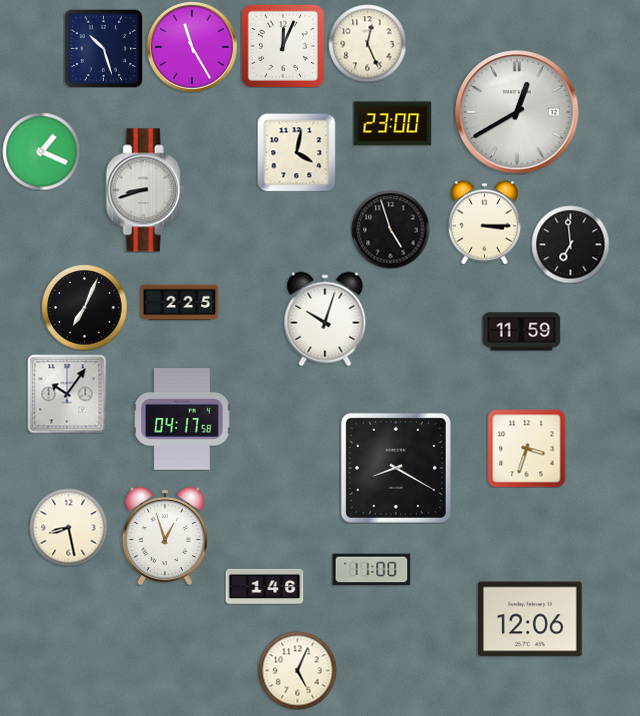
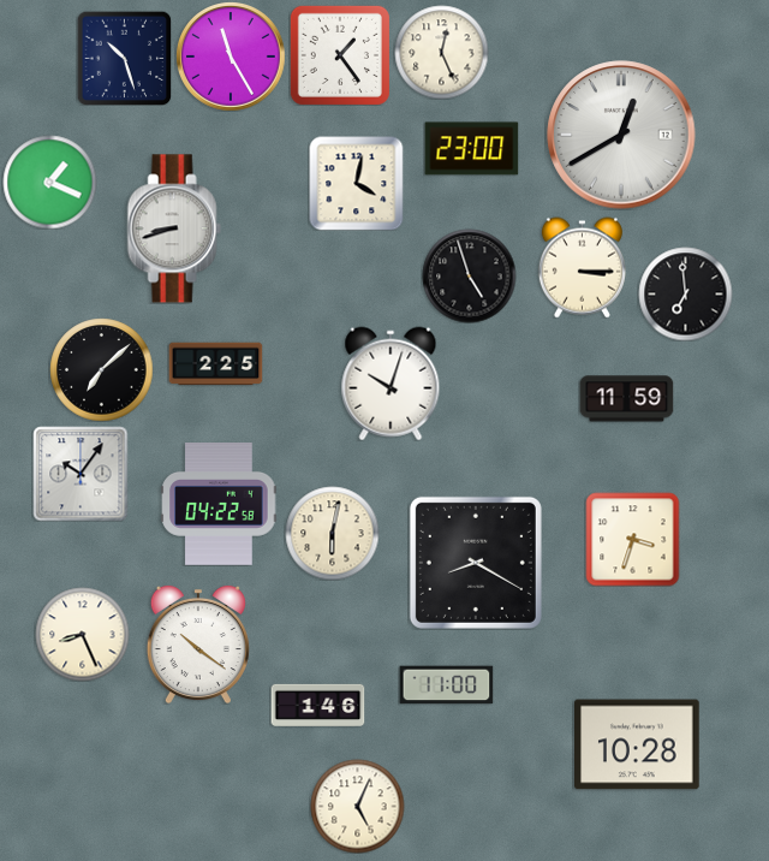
clock at (283, 46): 12:04 -> 1:24
clock at (84, 307): 7:04 -> 7:08
clock at (182, 420): 04:17 -> 04:22
clock at (332, 533): none -> 6:02
clock at (68, 527): 8:28 -> 8:26
clock at (165, 536): 12:57 -> 10:21
clock at (530, 619): 12:06 -> 10:28
